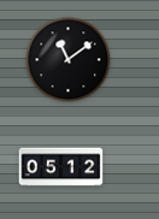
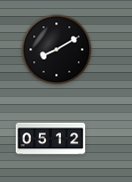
clock at (69, 60): 11:09 -> 8:10
